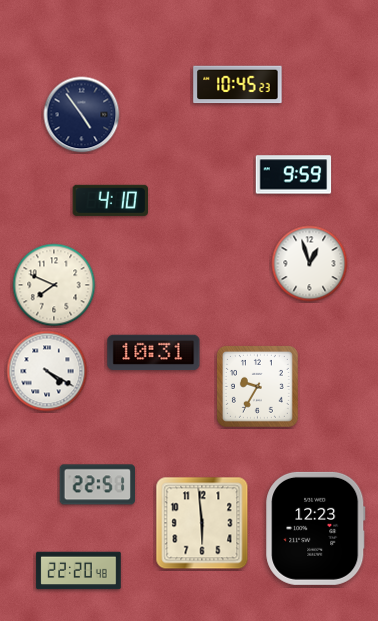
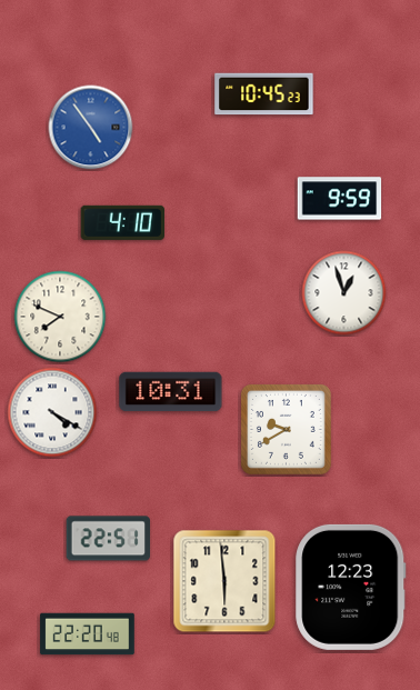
clock at (82, 115) dial: navy -> blue
clock at (294, 175) position: (294, 175) -> (340, 199)
clock at (257, 386): 9:35 -> 9:40
